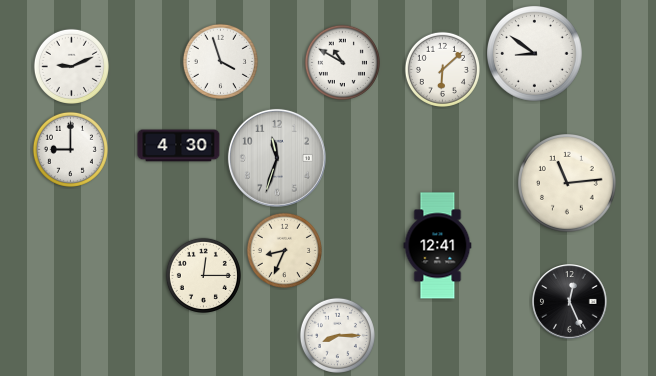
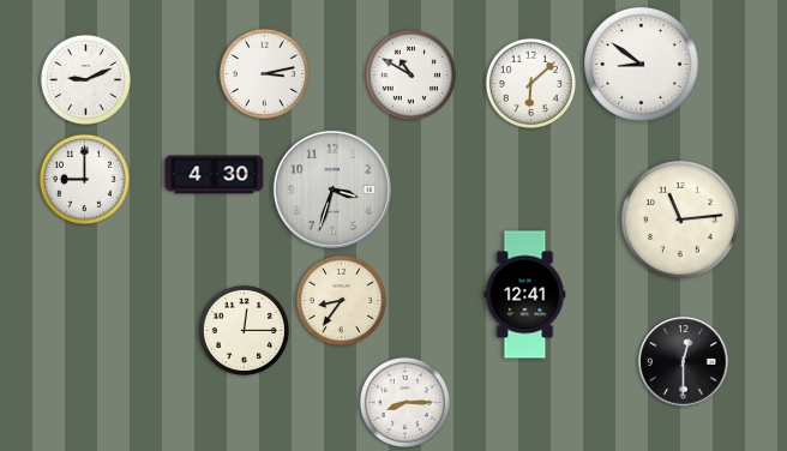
clock at (220, 61): 3:57 -> 3:13
clock at (277, 158): 11:33 -> 3:33
clock at (284, 250): 8:34 -> 8:36
clock at (570, 302): 12:26 -> 12:30
